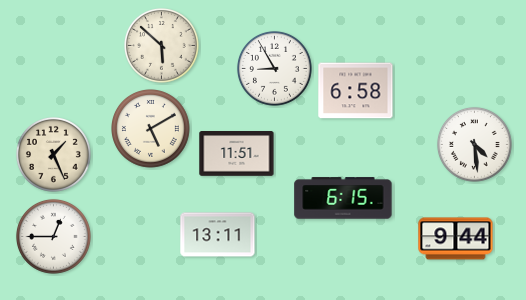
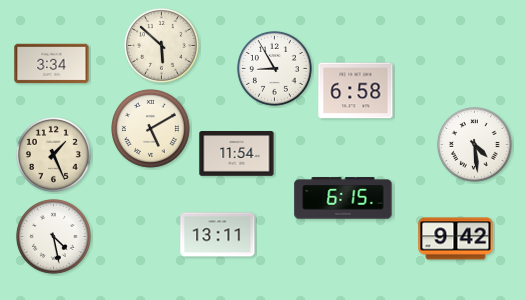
clock at (52, 64): none -> 3:34
clock at (237, 154): 11:51 -> 11:54
clock at (53, 236): 12:45 -> 4:28
clock at (456, 239): 9:44 -> 9:42
